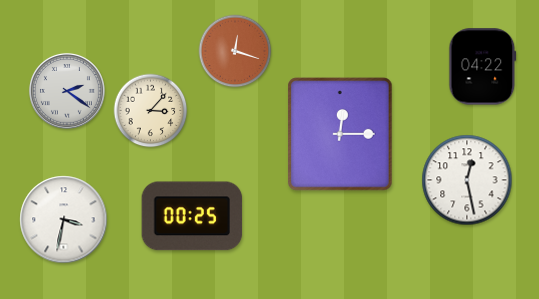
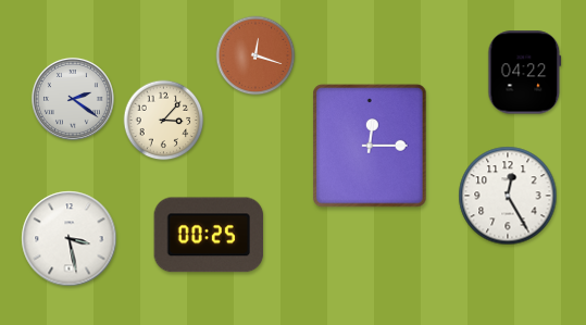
clock at (467, 180): 12:28 -> 12:25
clock at (64, 220): 3:32 -> 3:28
